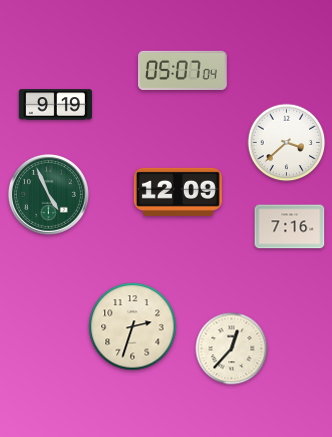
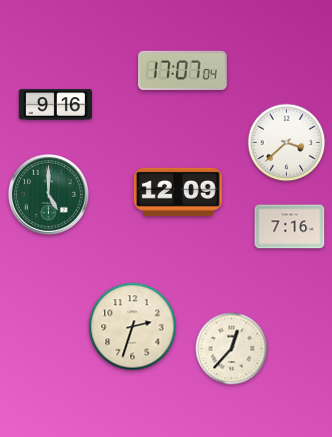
clock at (183, 70): 05:07 -> 17:07
clock at (55, 105): 9:19 -> 9:16
clock at (49, 195): 4:56 -> 5:00
